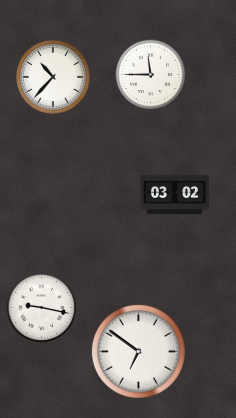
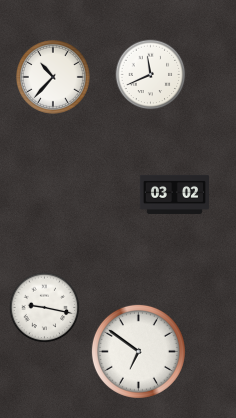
clock at (151, 75): 11:45 -> 11:41
clock at (42, 308) position: (42, 308) -> (45, 308)
